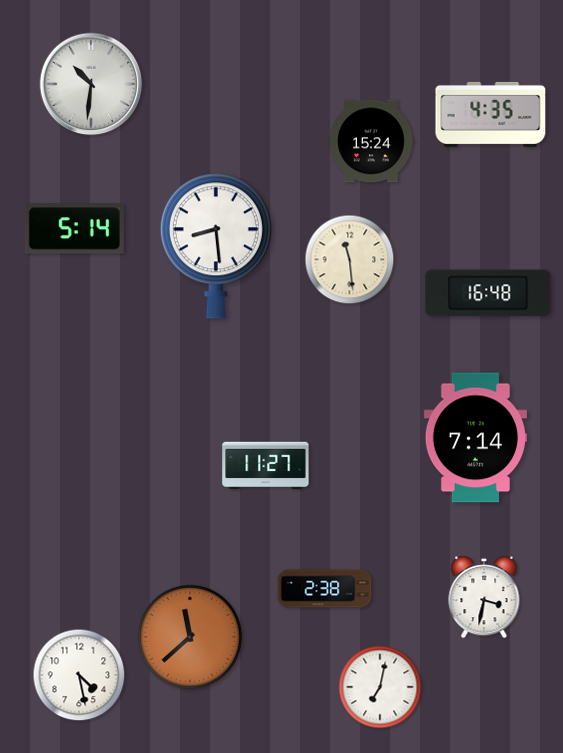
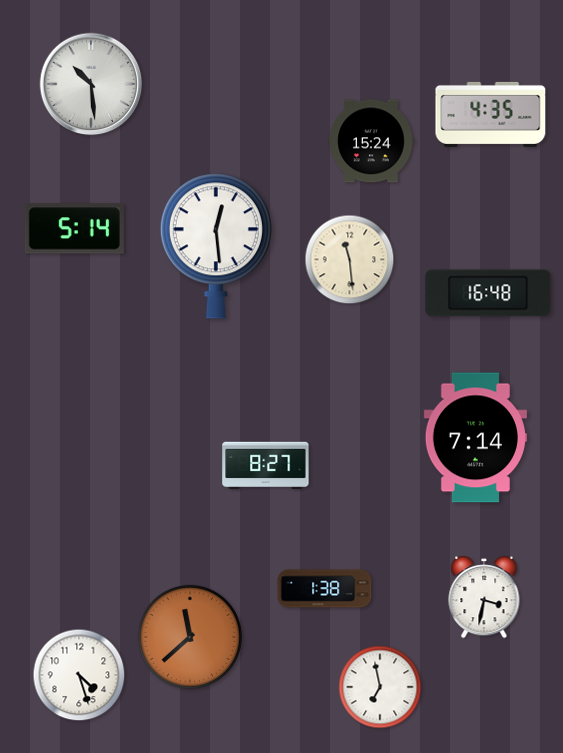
clock at (91, 84): 10:31 -> 10:29
clock at (216, 246): 8:29 -> 12:29
clock at (266, 466): 11:27 -> 8:27
clock at (325, 589): 2:38 -> 1:38
clock at (79, 675): 4:28 -> 4:27
clock at (380, 687): 7:02 -> 6:58
